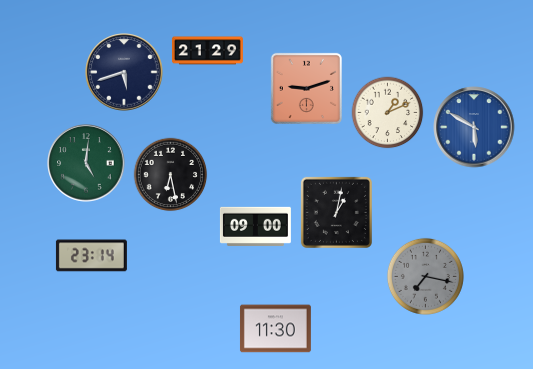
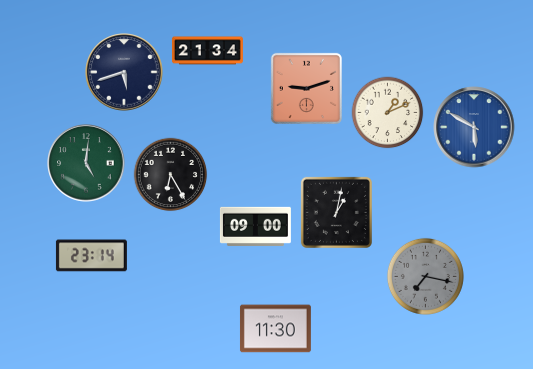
clock at (207, 51): 21:29 -> 21:34
clock at (171, 175): 6:28 -> 6:25
